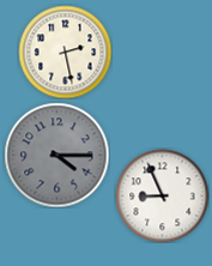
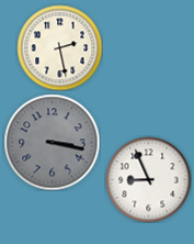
clock at (56, 155): 4:15 -> 3:17
